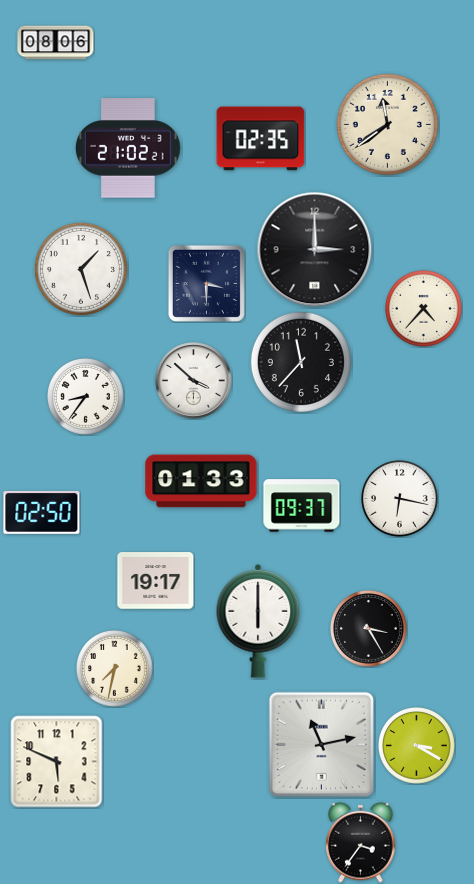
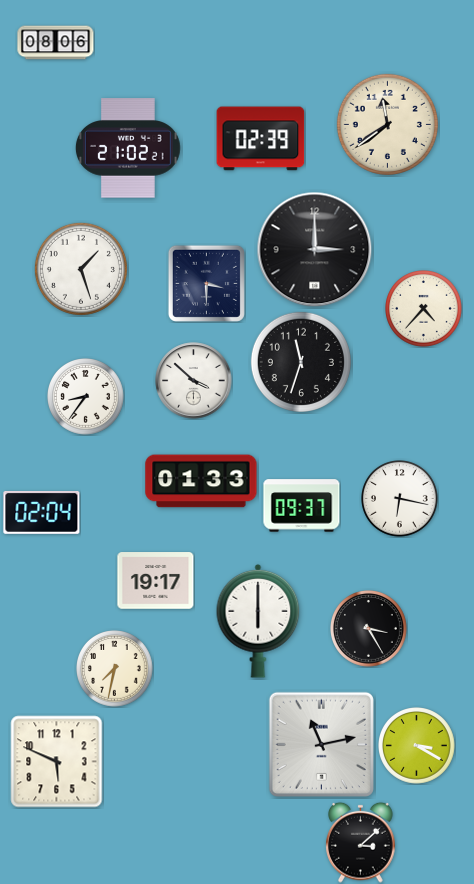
clock at (261, 139): 02:35 -> 02:39
clock at (301, 362): 11:37 -> 11:33
clock at (42, 512): 02:50 -> 02:04
clock at (361, 842): 3:36 -> 3:08
